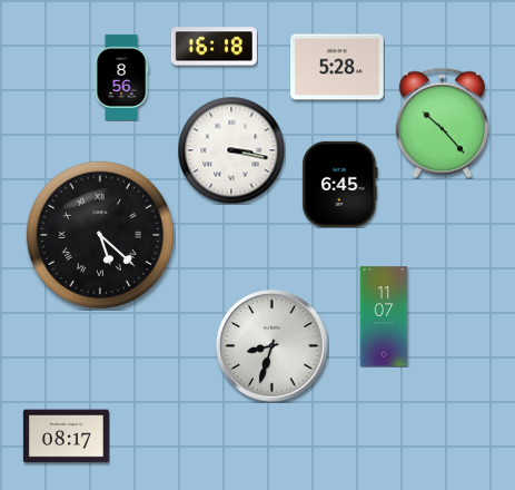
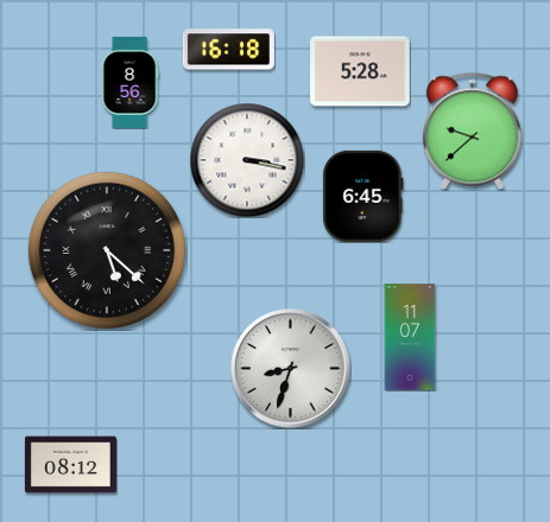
clock at (442, 122): 10:23 -> 9:38
clock at (66, 437): 08:17 -> 08:12
